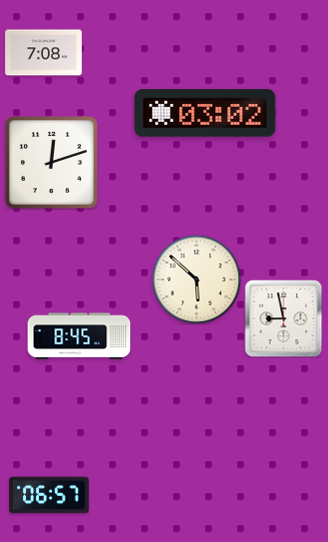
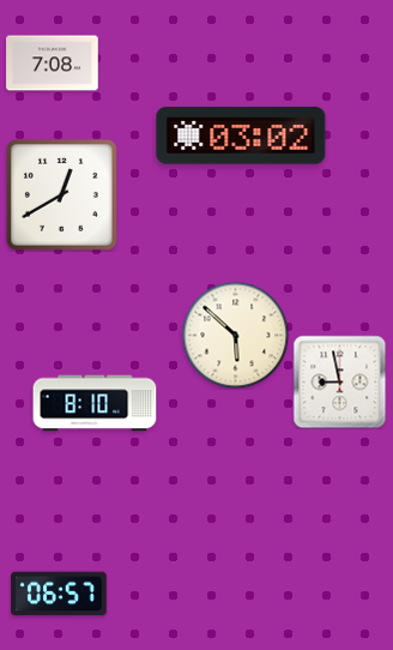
clock at (205, 113) position: (205, 113) -> (241, 136)
clock at (51, 162): 12:12 -> 12:40
clock at (79, 336): 8:45 -> 8:10
